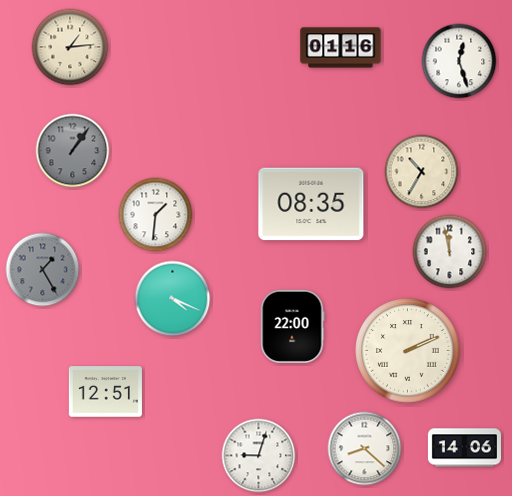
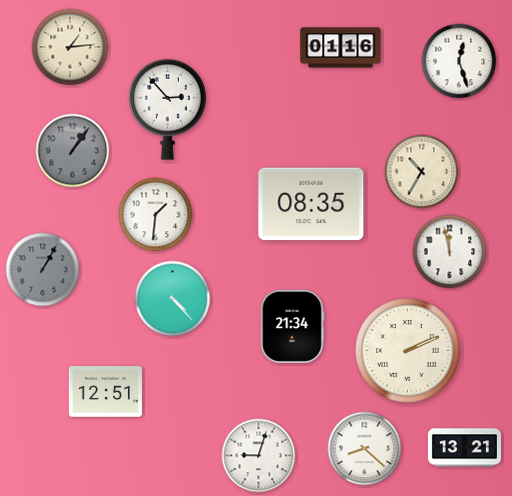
clock at (168, 109): none -> 2:53
clock at (43, 270): 1:25 -> 1:05
clock at (173, 299): 4:19 -> 4:23
clock at (292, 326): 22:00 -> 21:34
clock at (464, 448): 14:06 -> 13:21
